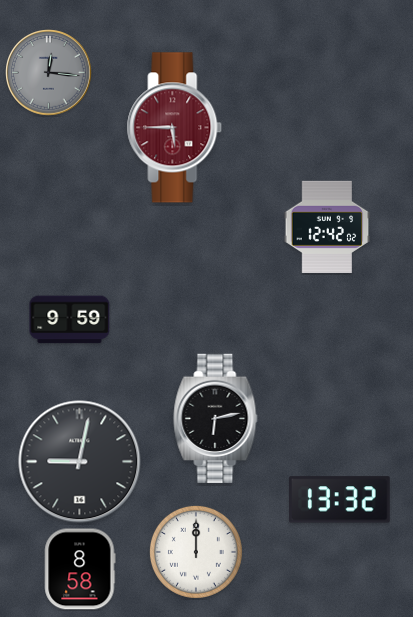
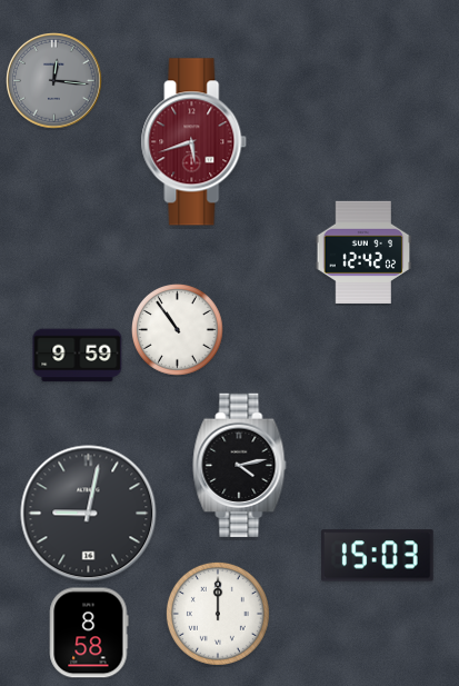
clock at (175, 128): 5:45 -> 5:42
clock at (178, 330): none -> 10:54
clock at (216, 418): 6:13 -> 4:13
clock at (340, 500): 13:32 -> 15:03
